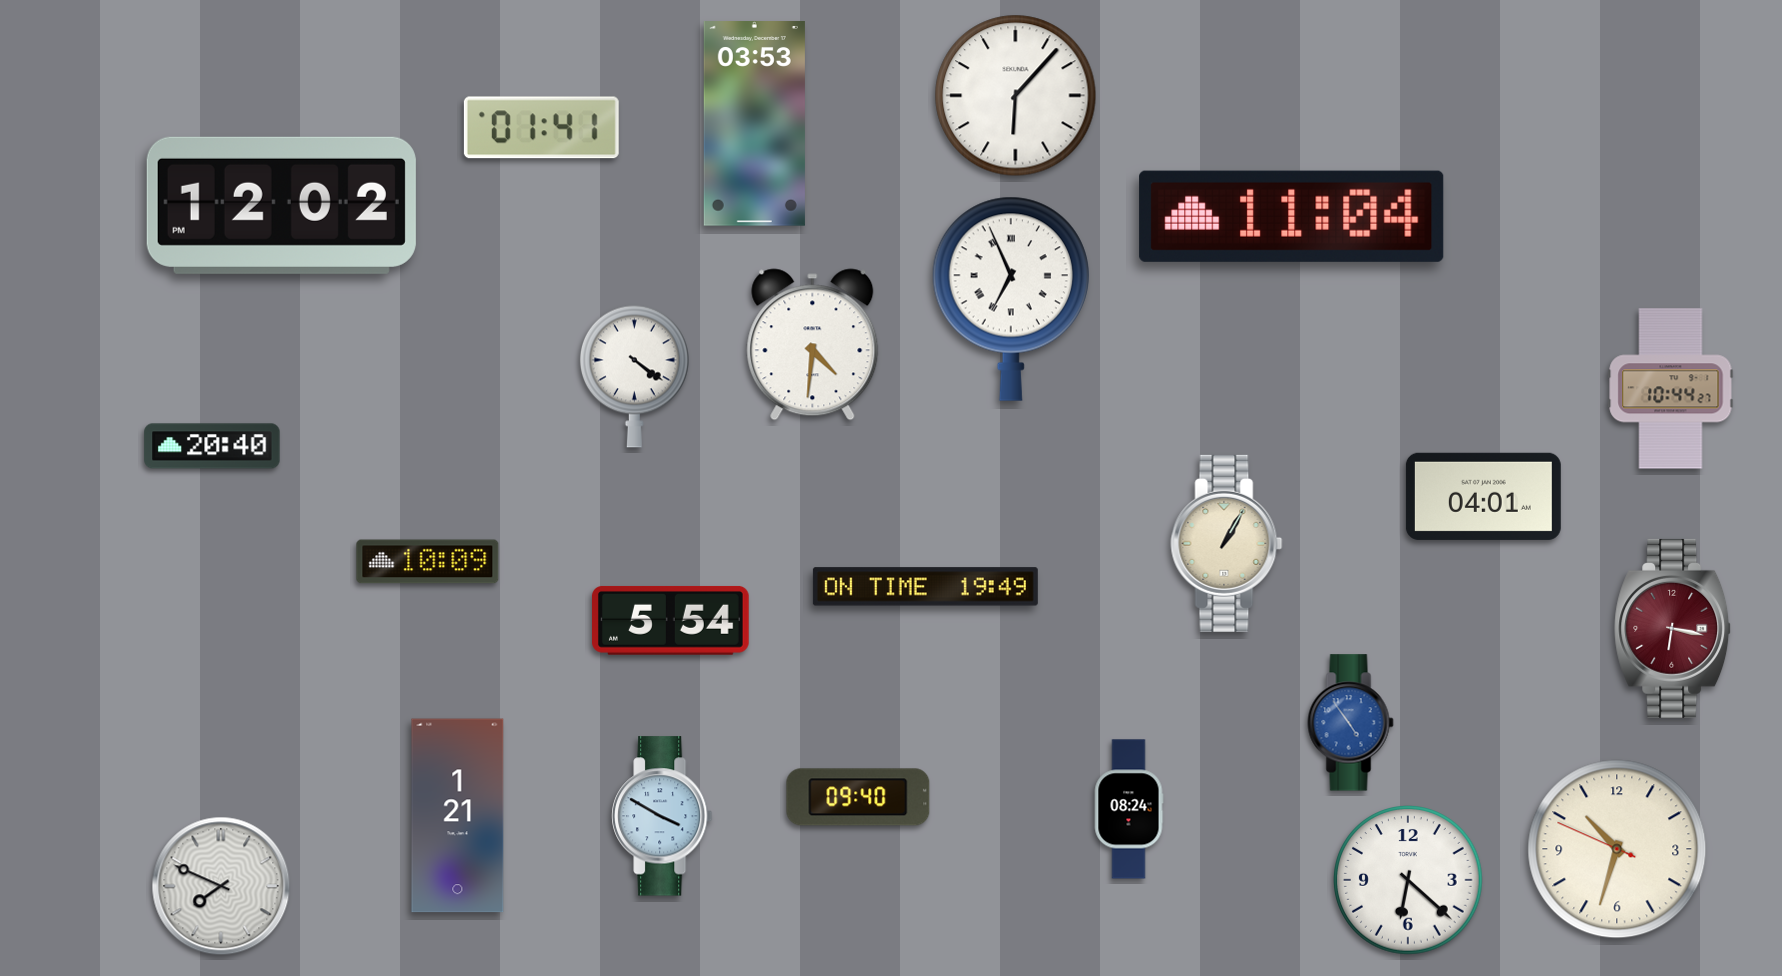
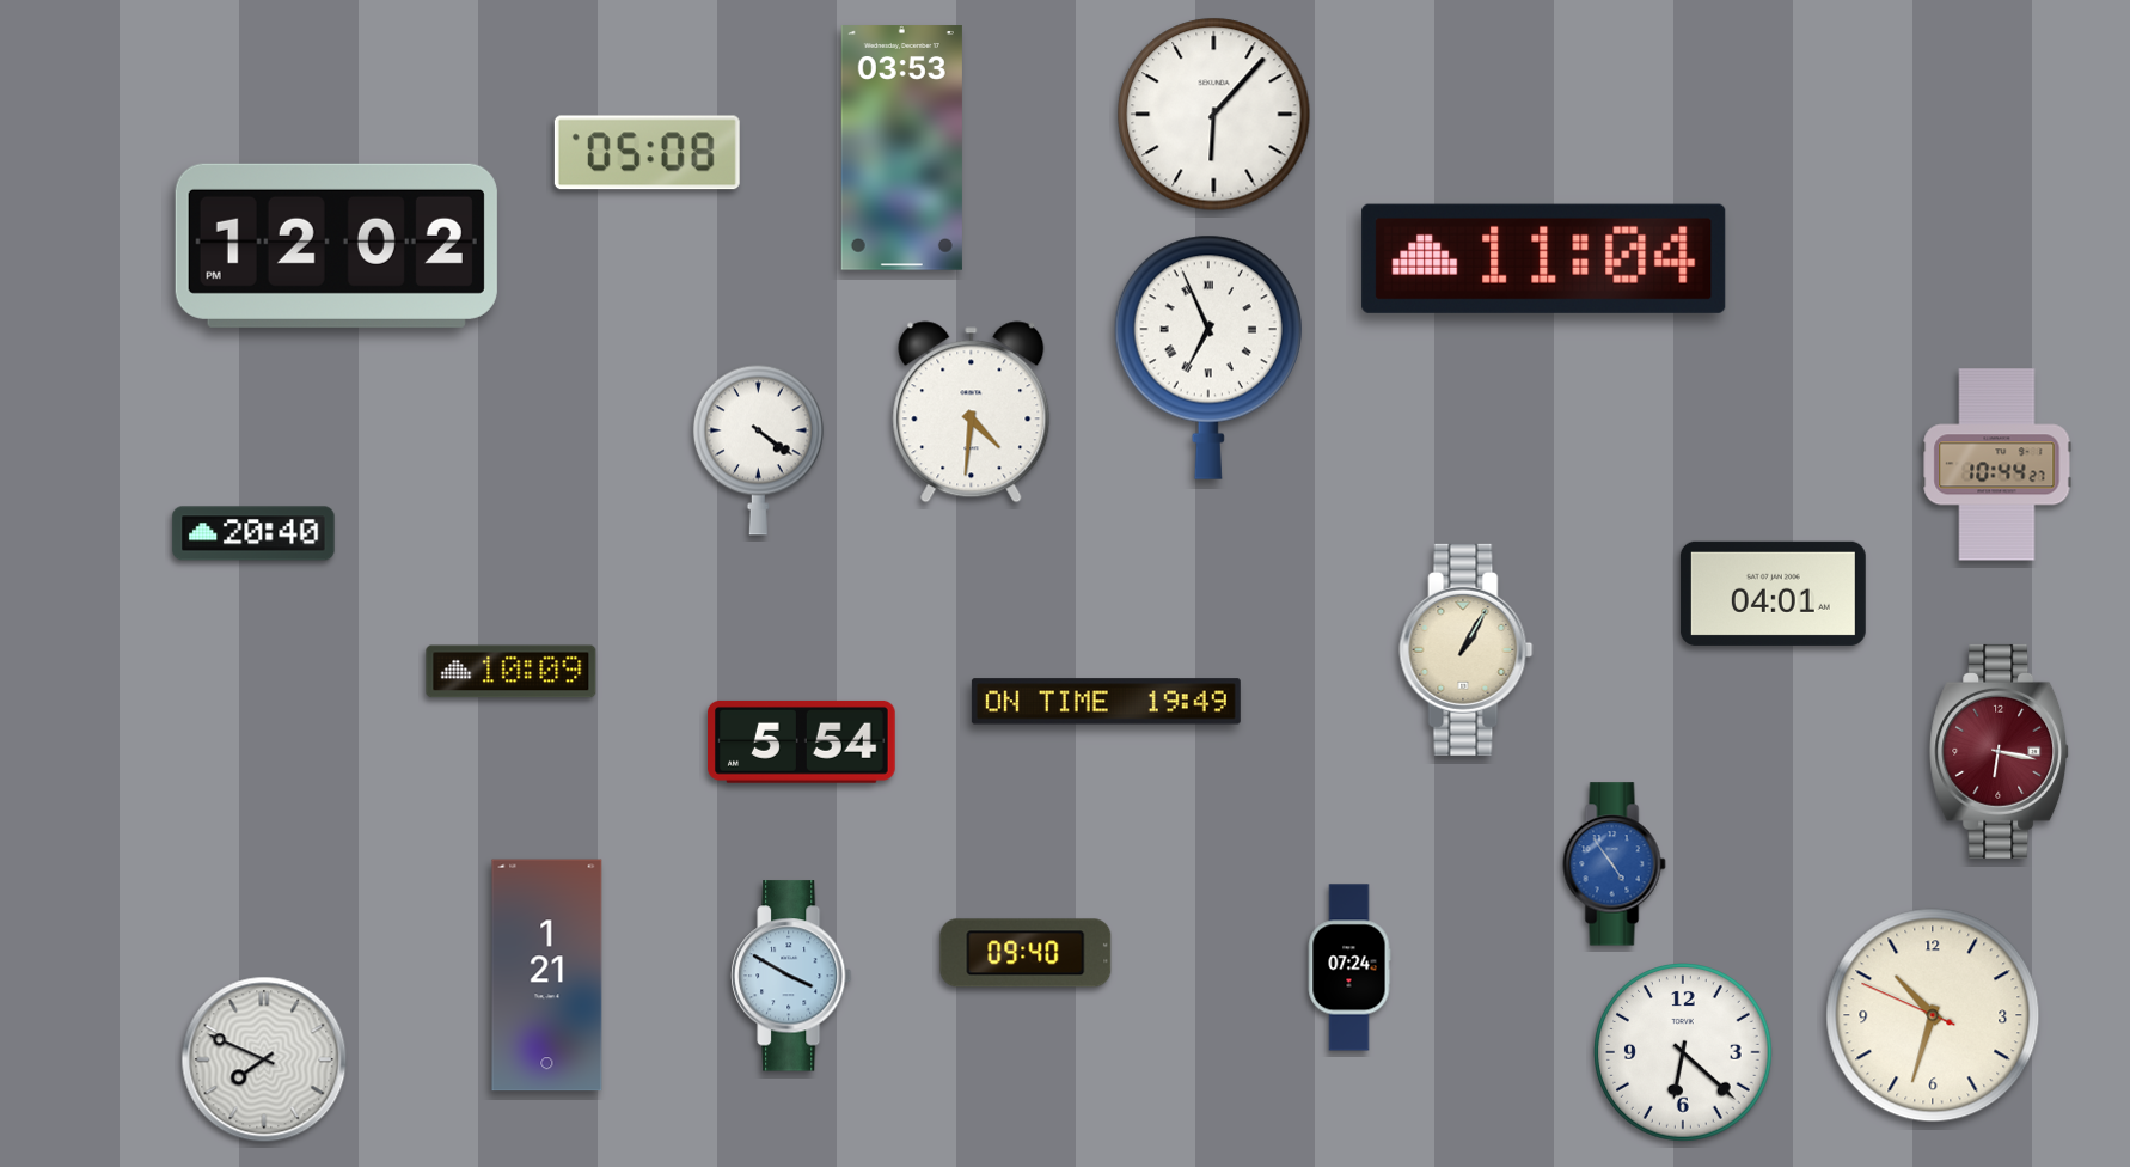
clock at (541, 128): 01:41 -> 05:08
clock at (1129, 809): 08:24 -> 07:24
